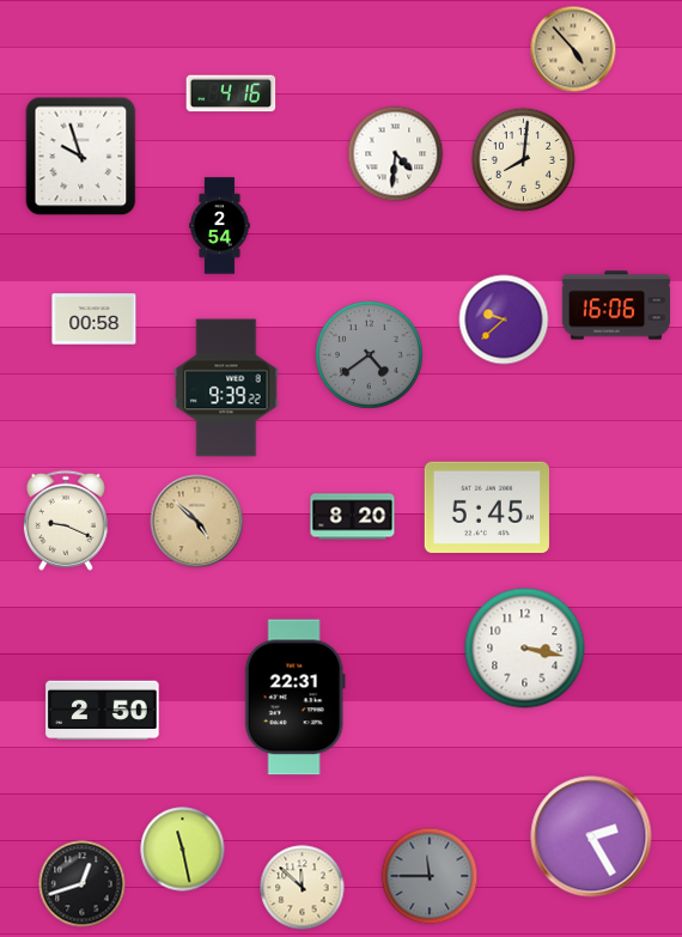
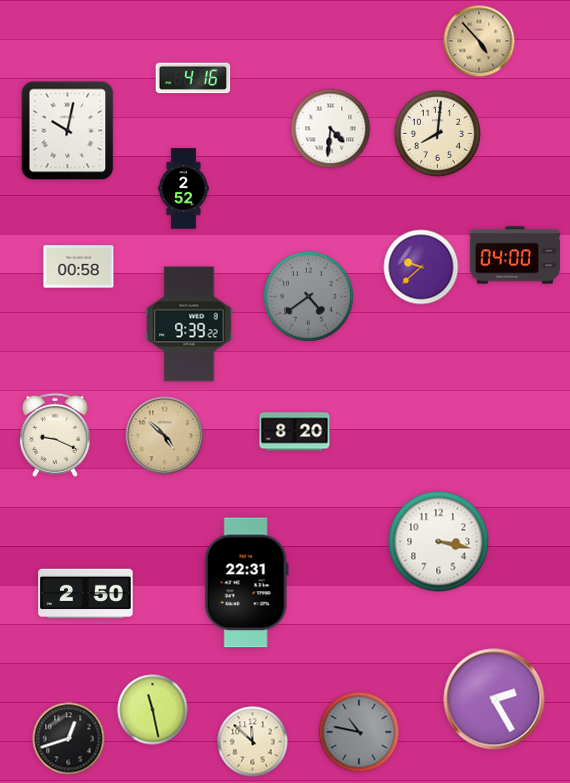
clock at (81, 157): 9:57 -> 10:02
clock at (220, 226): 2:54 -> 2:52
clock at (615, 305): 16:06 -> 04:00
clock at (487, 506): 5:45 -> none
clock at (430, 876): 11:45 -> 10:47
